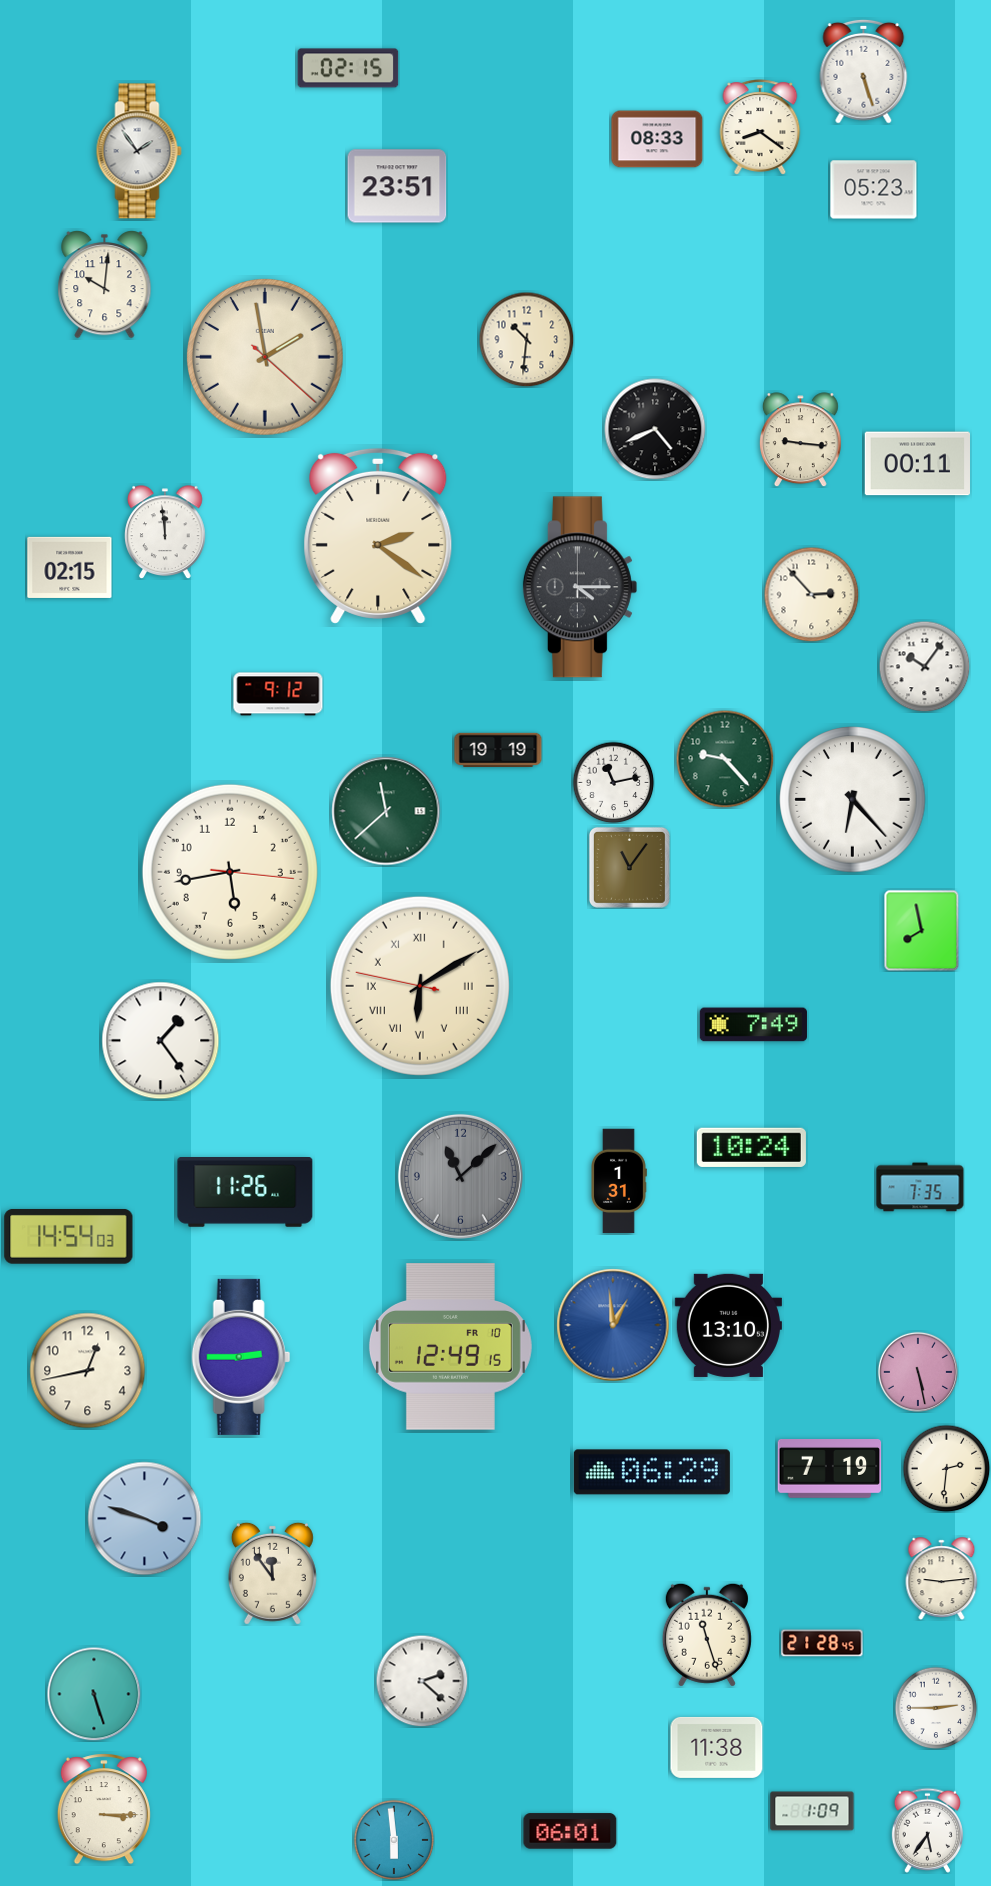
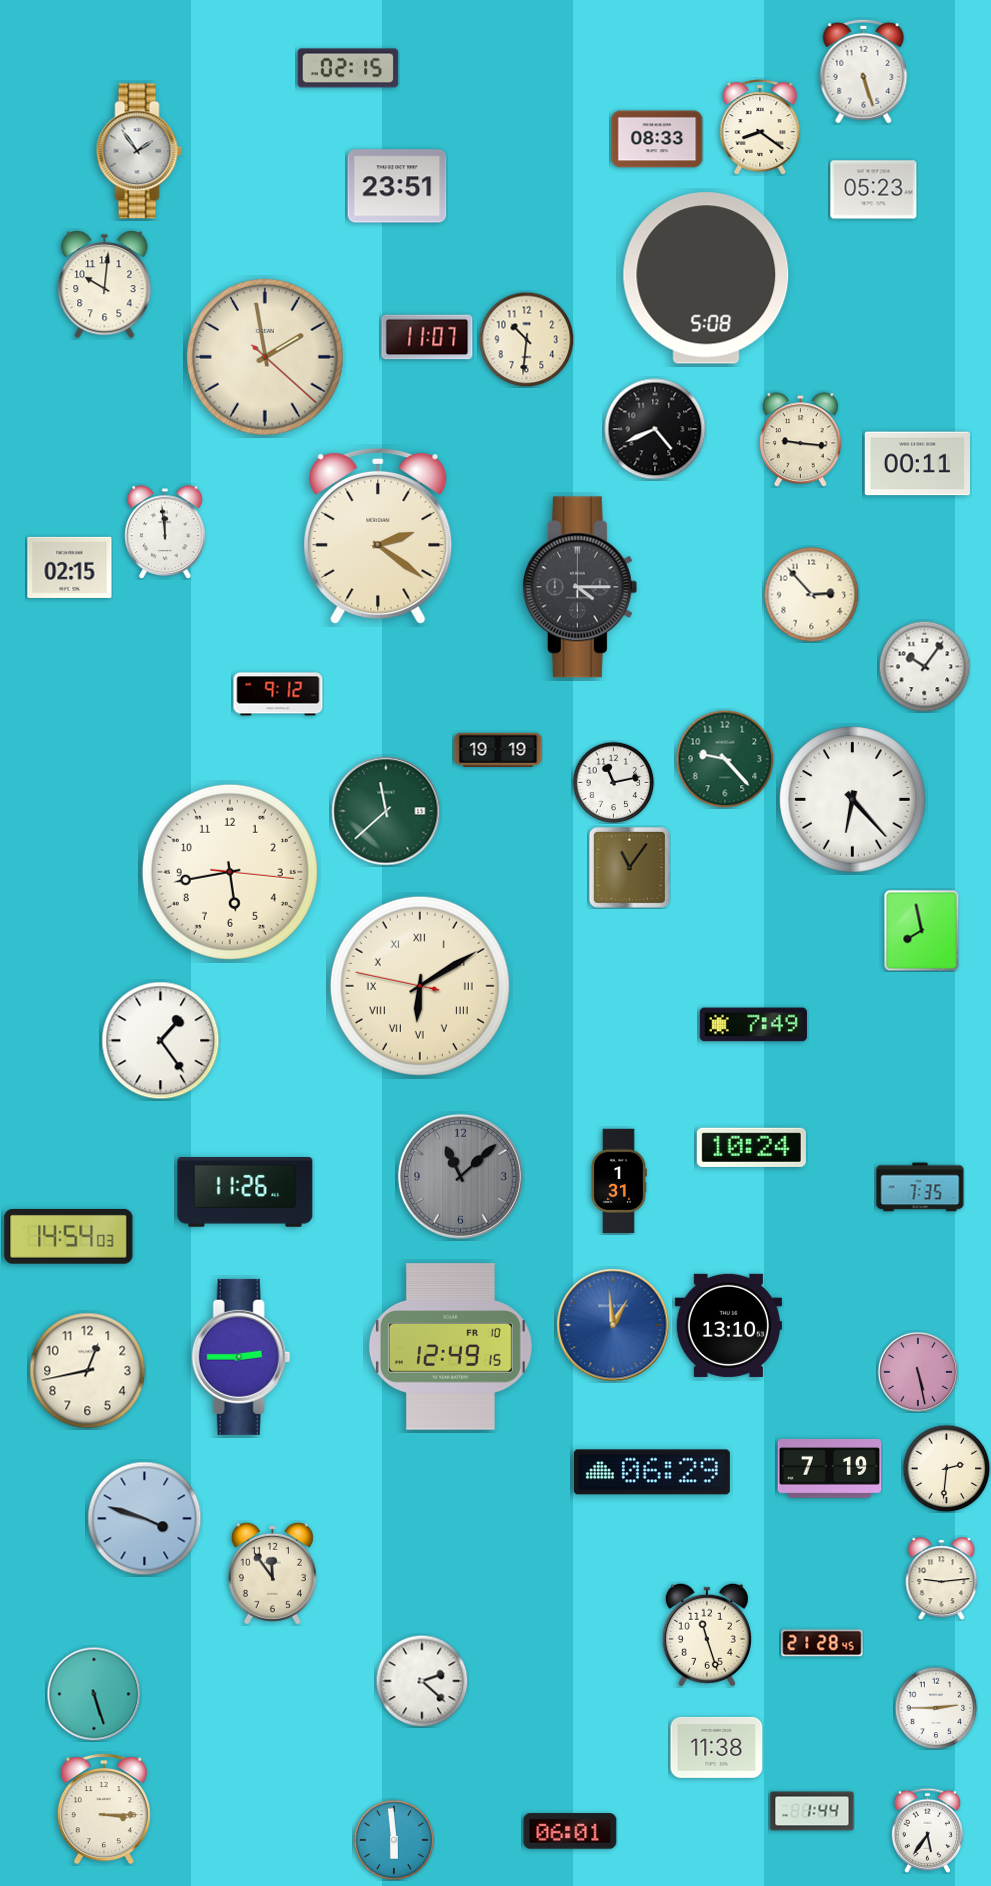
clock at (706, 278): none -> 5:08
clock at (427, 337): none -> 11:07
clock at (812, 1811): 1:09 -> 1:44
